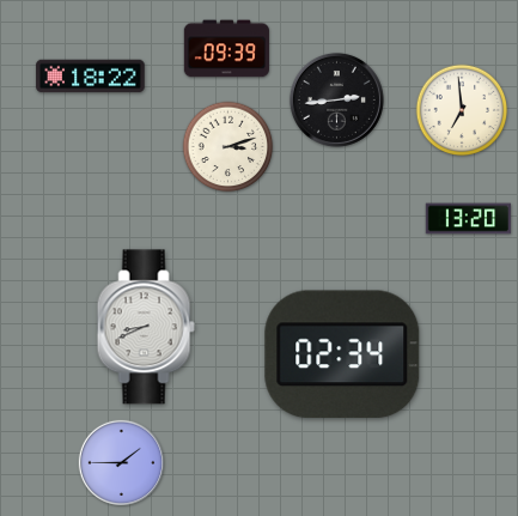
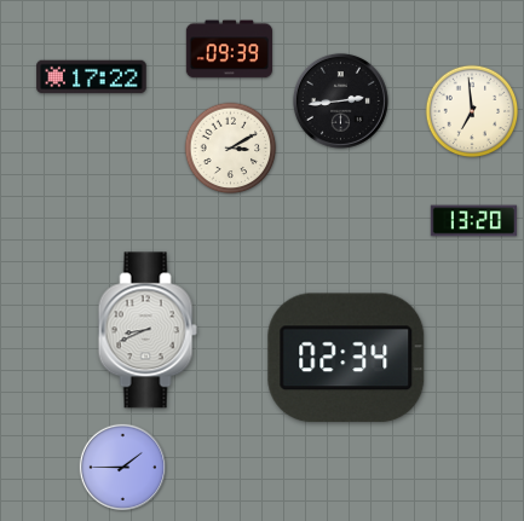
clock at (91, 77): 18:22 -> 17:22
clock at (462, 110) position: (462, 110) -> (472, 111)
clock at (228, 147): 3:12 -> 3:10
